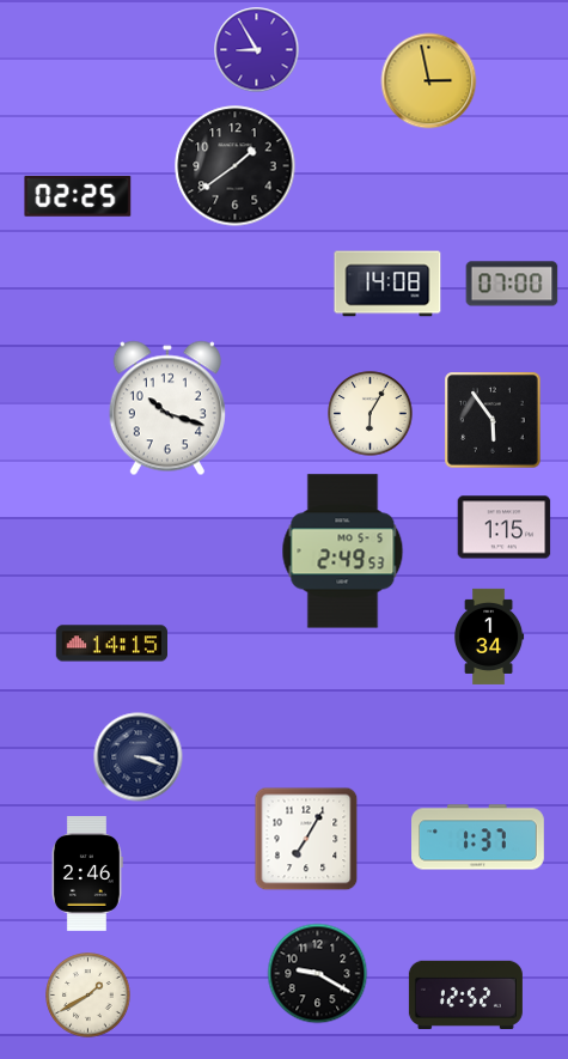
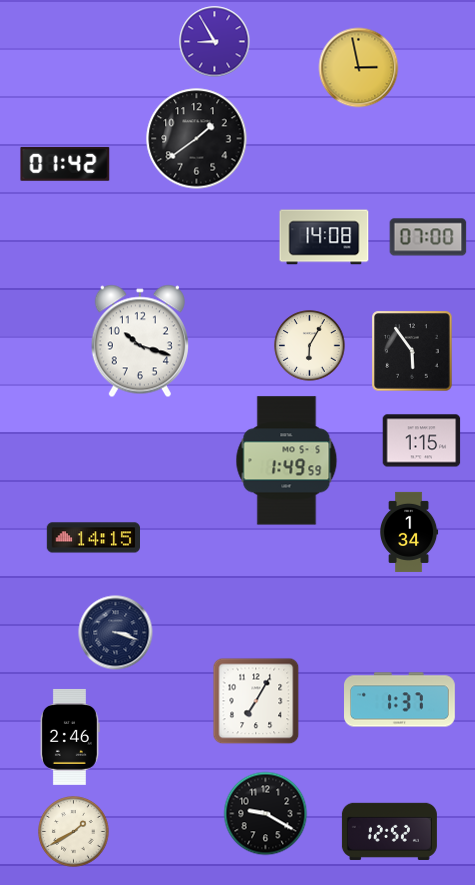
clock at (78, 196): 02:25 -> 01:42
clock at (343, 552): 2:49 -> 1:49
clock at (87, 874) position: (87, 874) -> (70, 737)
